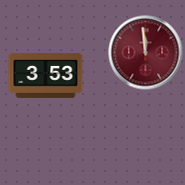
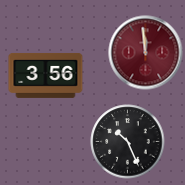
clock at (46, 75): 3:53 -> 3:56
clock at (128, 142): none -> 10:26
